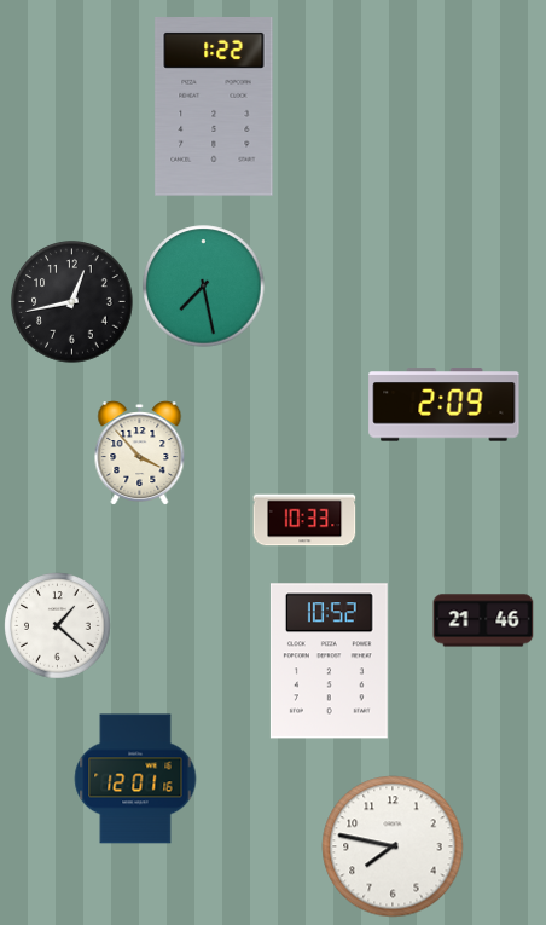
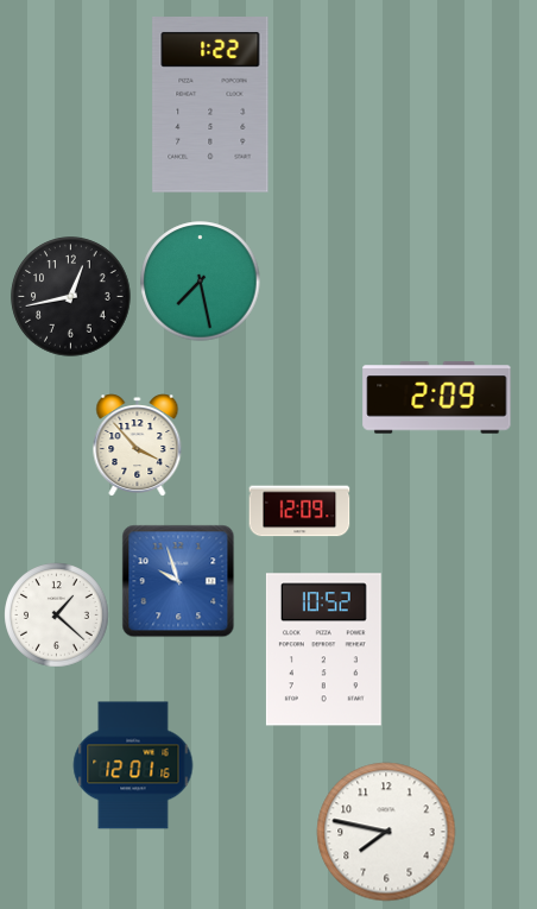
clock at (304, 520): 10:33 -> 12:09
clock at (178, 581): none -> 9:57
clock at (483, 620): 21:46 -> none
